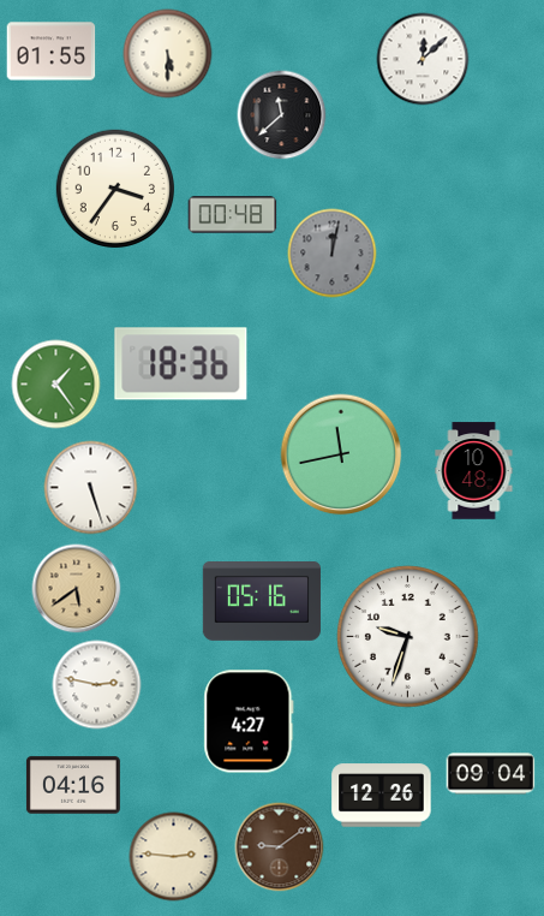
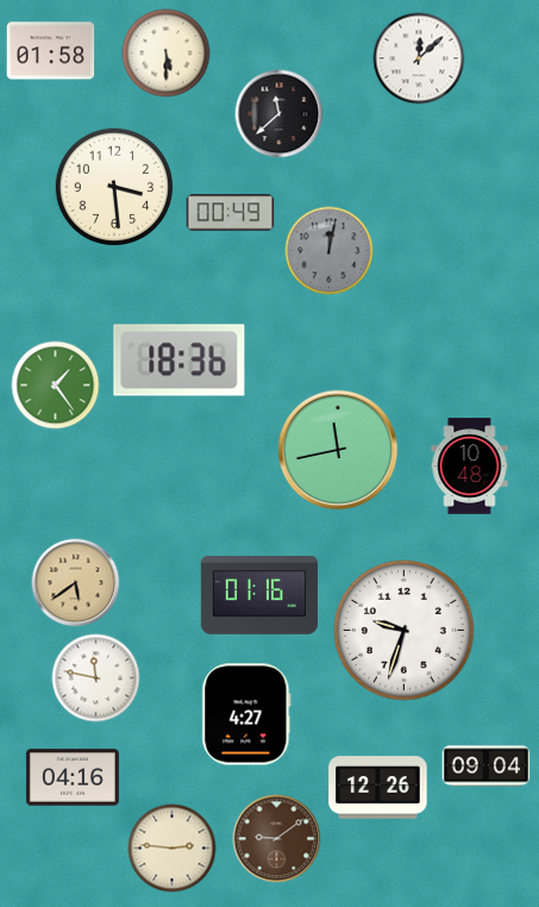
clock at (52, 52): 01:55 -> 01:58
clock at (114, 188): 3:36 -> 3:29
clock at (233, 215): 00:48 -> 00:49
clock at (56, 385) position: (56, 385) -> (56, 386)
clock at (91, 488): 5:27 -> none
clock at (262, 602): 05:16 -> 01:16
clock at (97, 685): 2:47 -> 11:47
